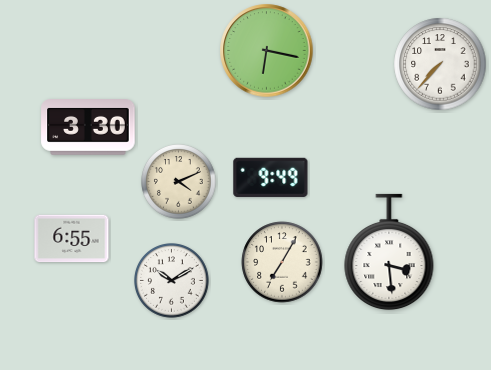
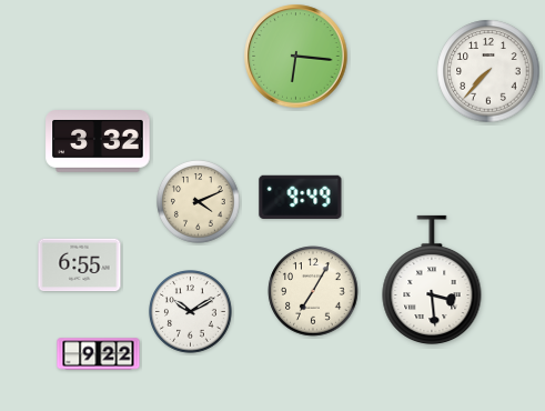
clock at (267, 51): 6:17 -> 6:16
clock at (88, 128): 3:30 -> 3:32
clock at (99, 354): none -> 9:22
